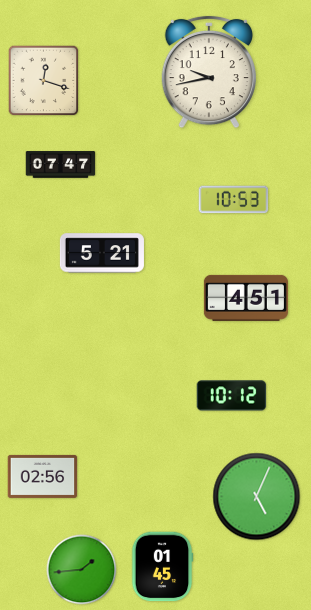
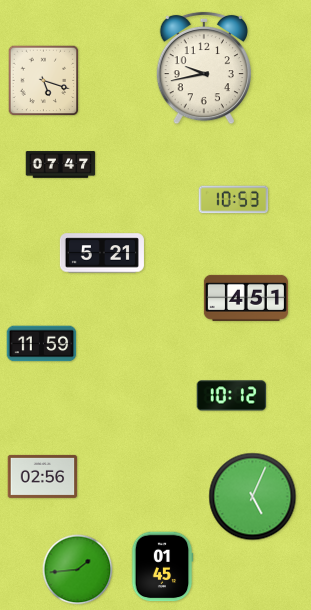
clock at (208, 72) position: (208, 72) -> (203, 68)
clock at (44, 81): 12:18 -> 5:18
clock at (42, 344): none -> 11:59
clock at (257, 497) position: (257, 497) -> (253, 497)
clock at (82, 570) position: (82, 570) -> (78, 570)
